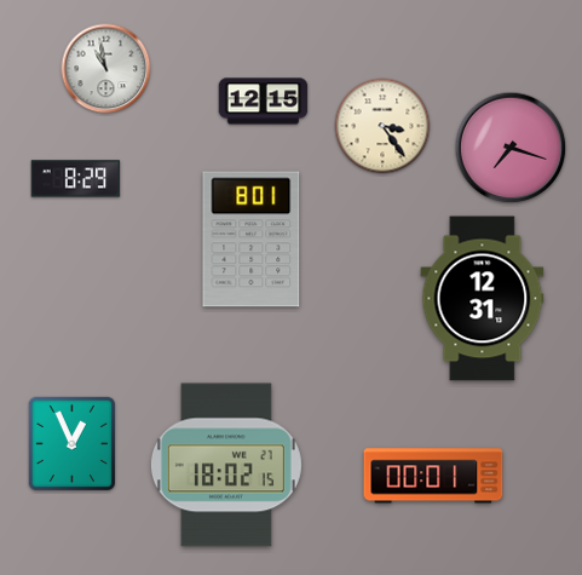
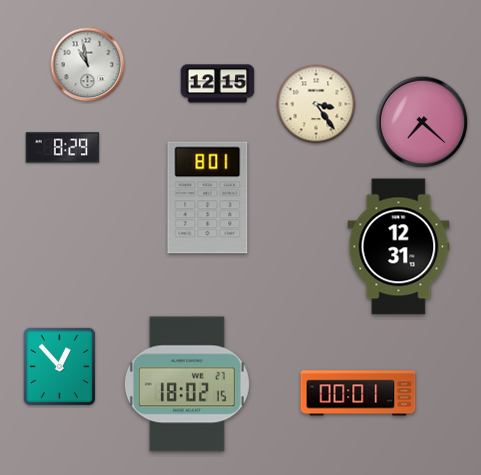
clock at (106, 69) position: (106, 69) -> (88, 65)
clock at (511, 148): 7:18 -> 7:22
clock at (71, 443): 12:56 -> 12:53
